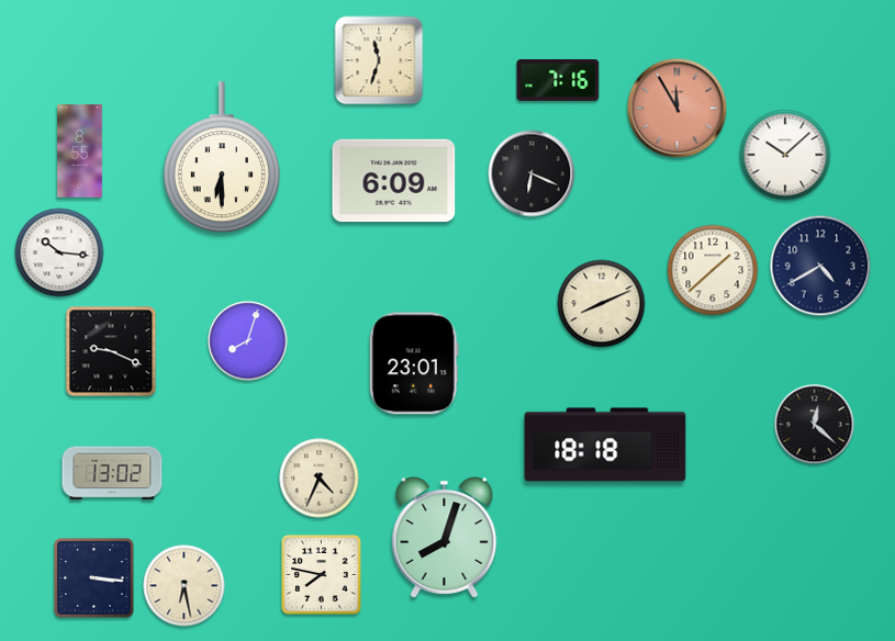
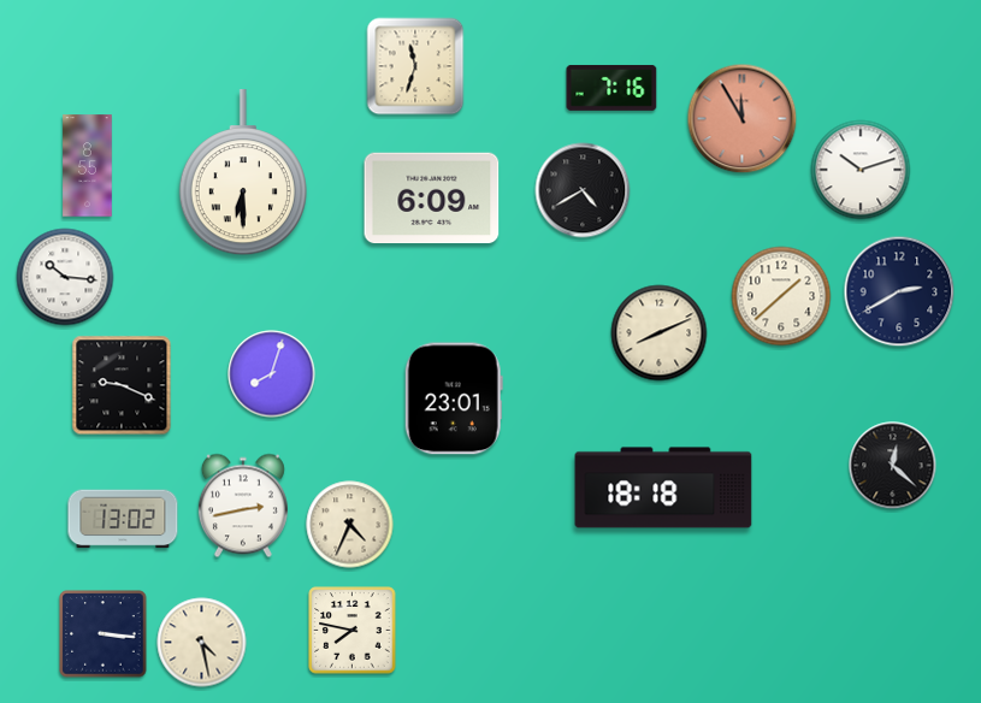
clock at (785, 155): 10:08 -> 10:12
clock at (532, 173): 6:19 -> 4:40
clock at (820, 266): 4:40 -> 2:40
clock at (243, 506): none -> 2:43
clock at (445, 538): 8:03 -> none
clock at (184, 586): 6:28 -> 4:28
